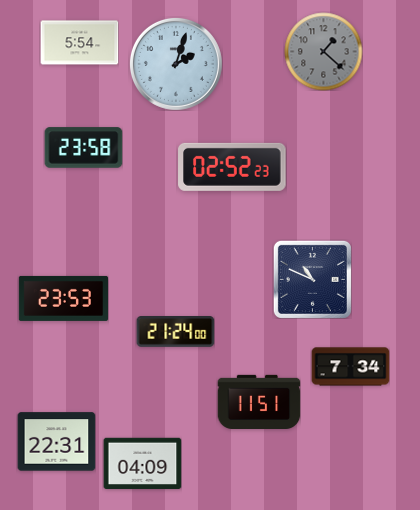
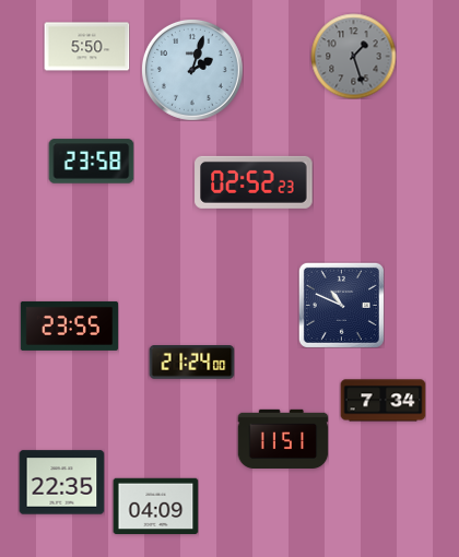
clock at (79, 43): 5:54 -> 5:50
clock at (323, 51): 1:22 -> 1:27
clock at (63, 298): 23:53 -> 23:55
clock at (56, 442): 22:31 -> 22:35
